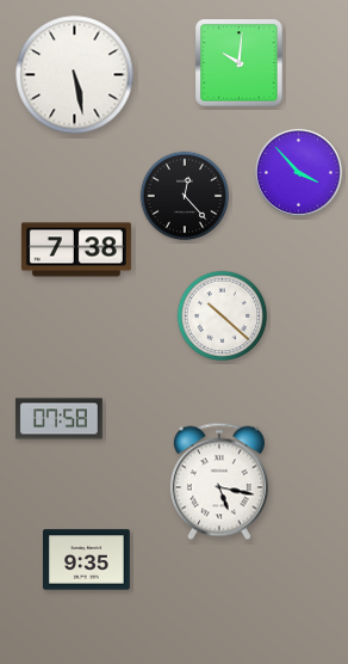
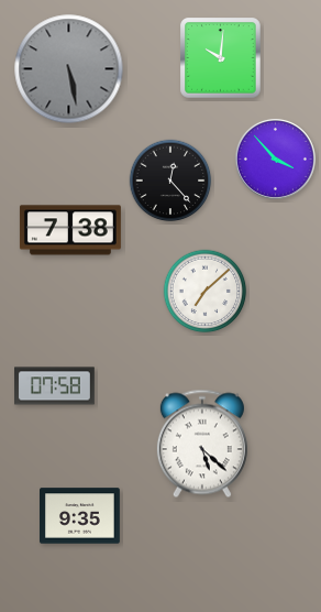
clock at (75, 75) dial: white -> grey
clock at (223, 316): 10:22 -> 7:08
clock at (219, 481): 5:17 -> 5:22
